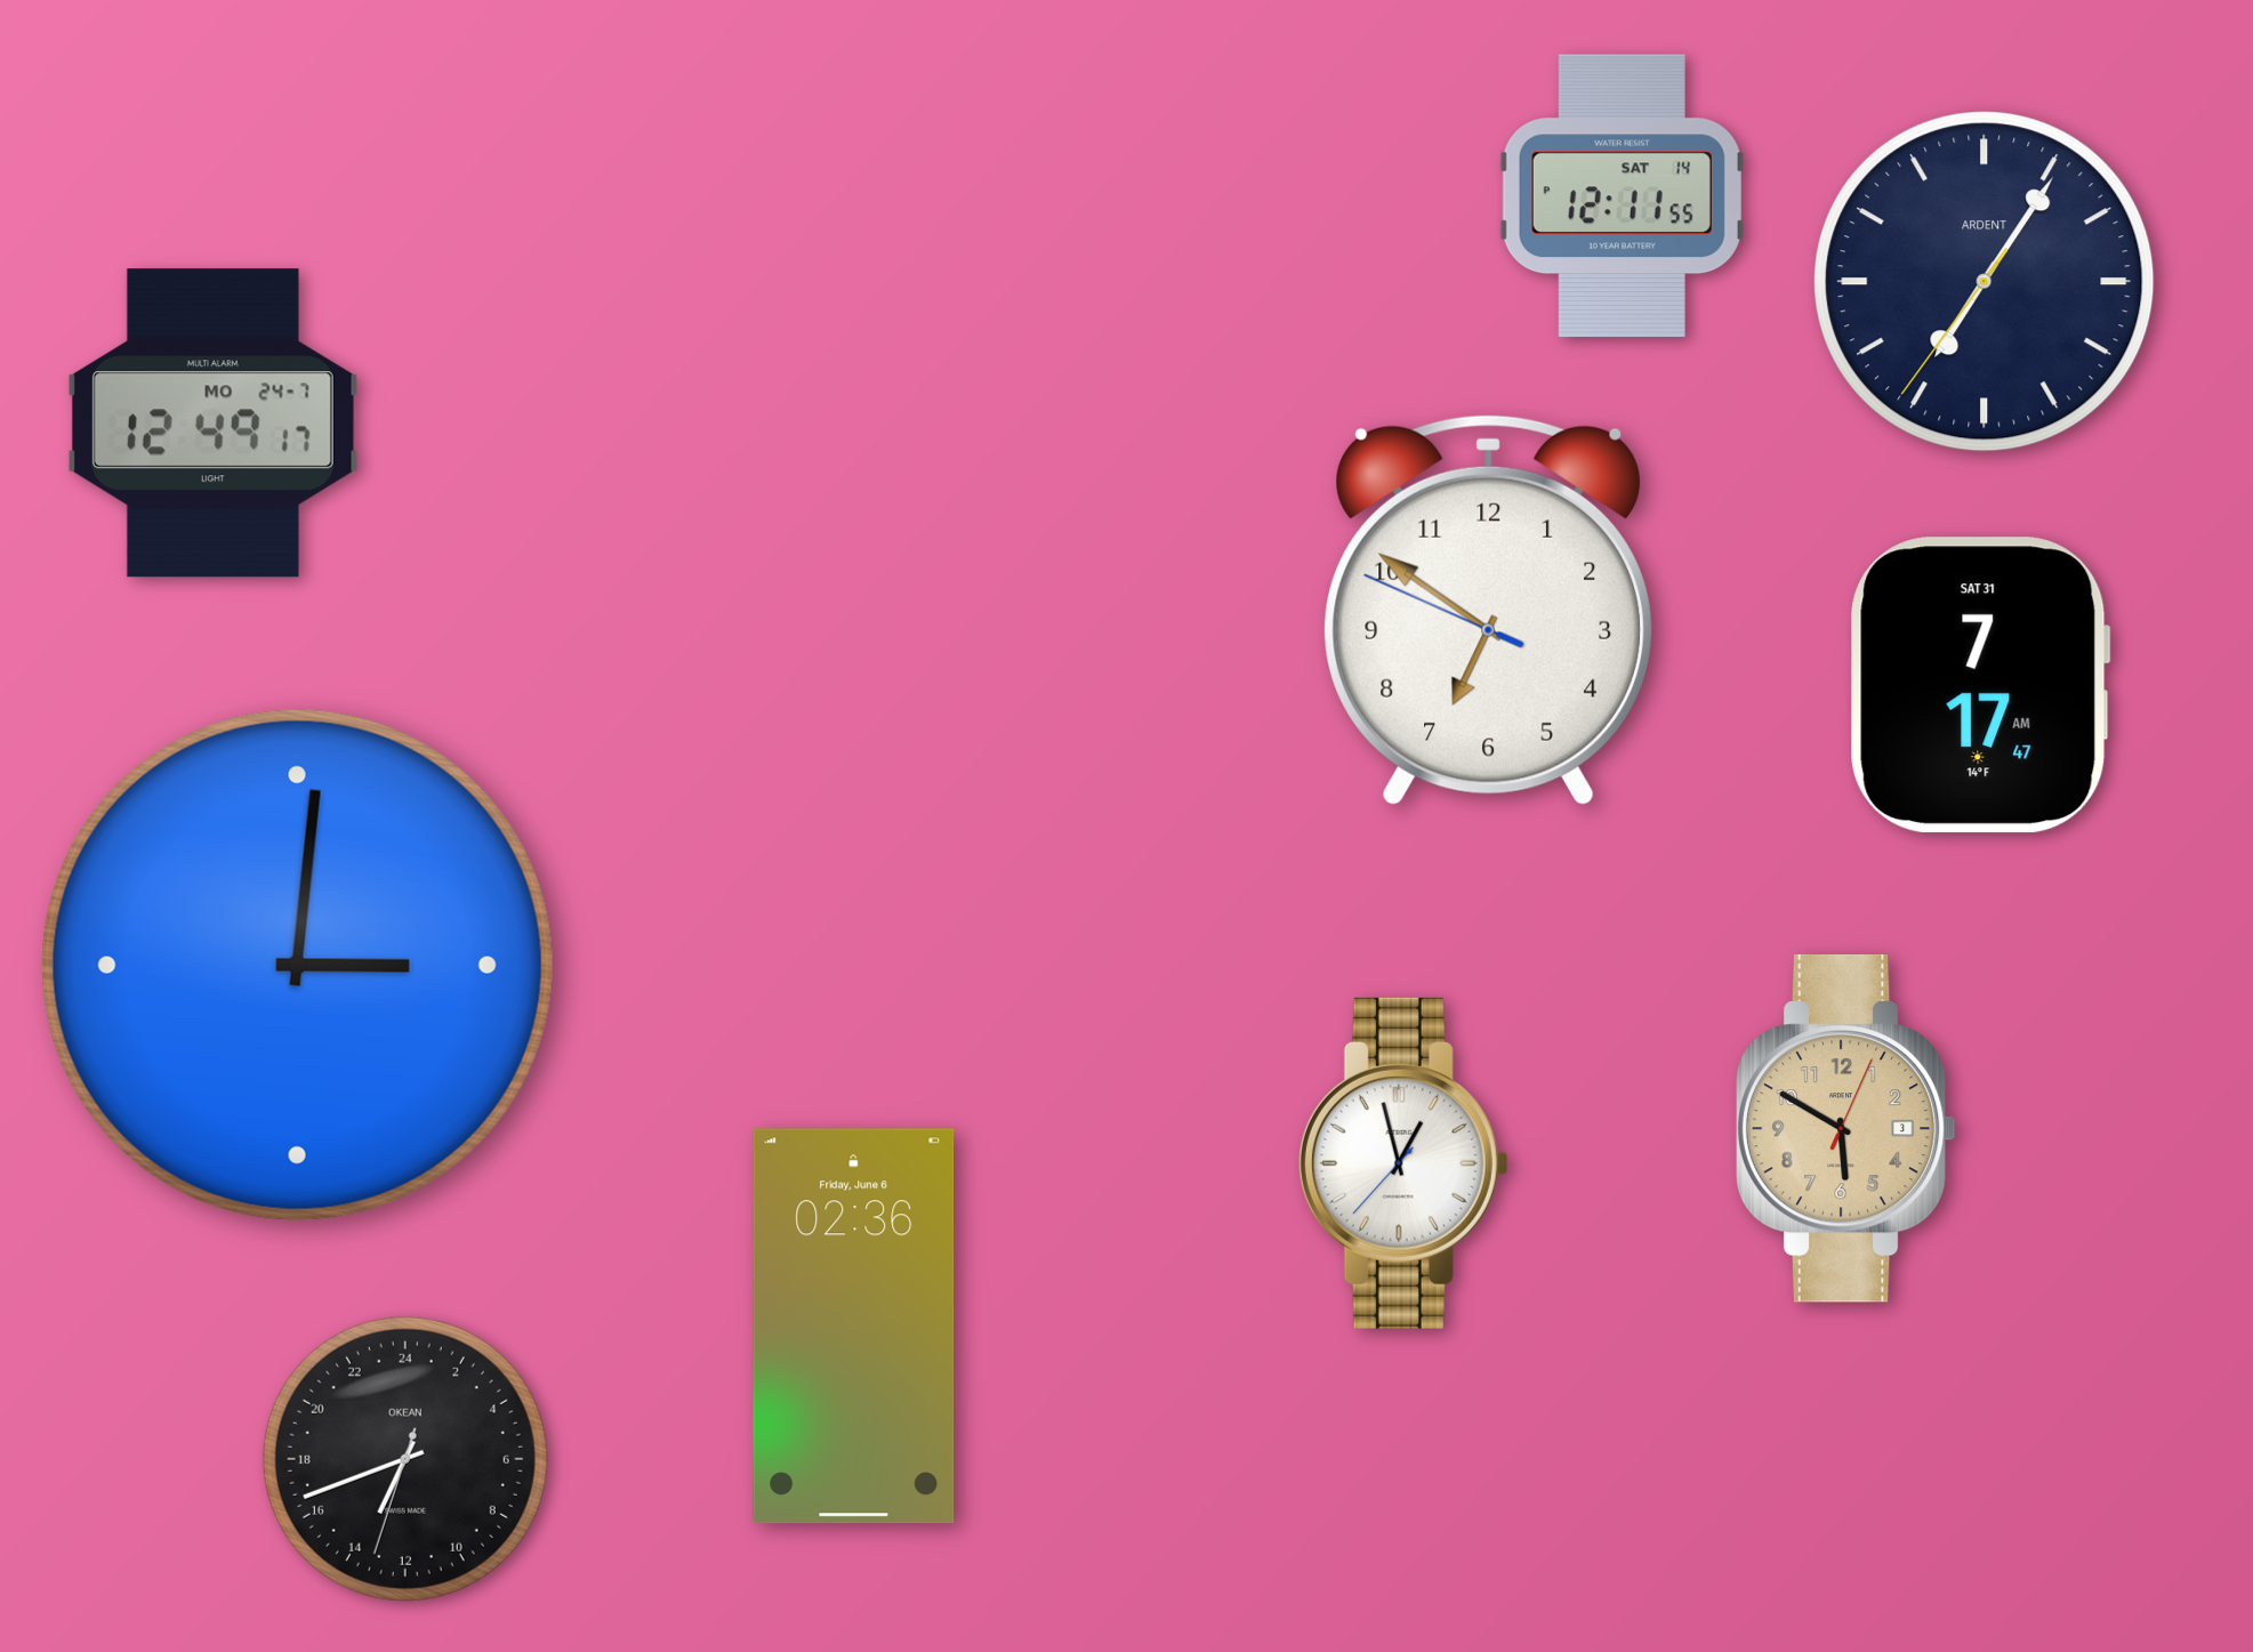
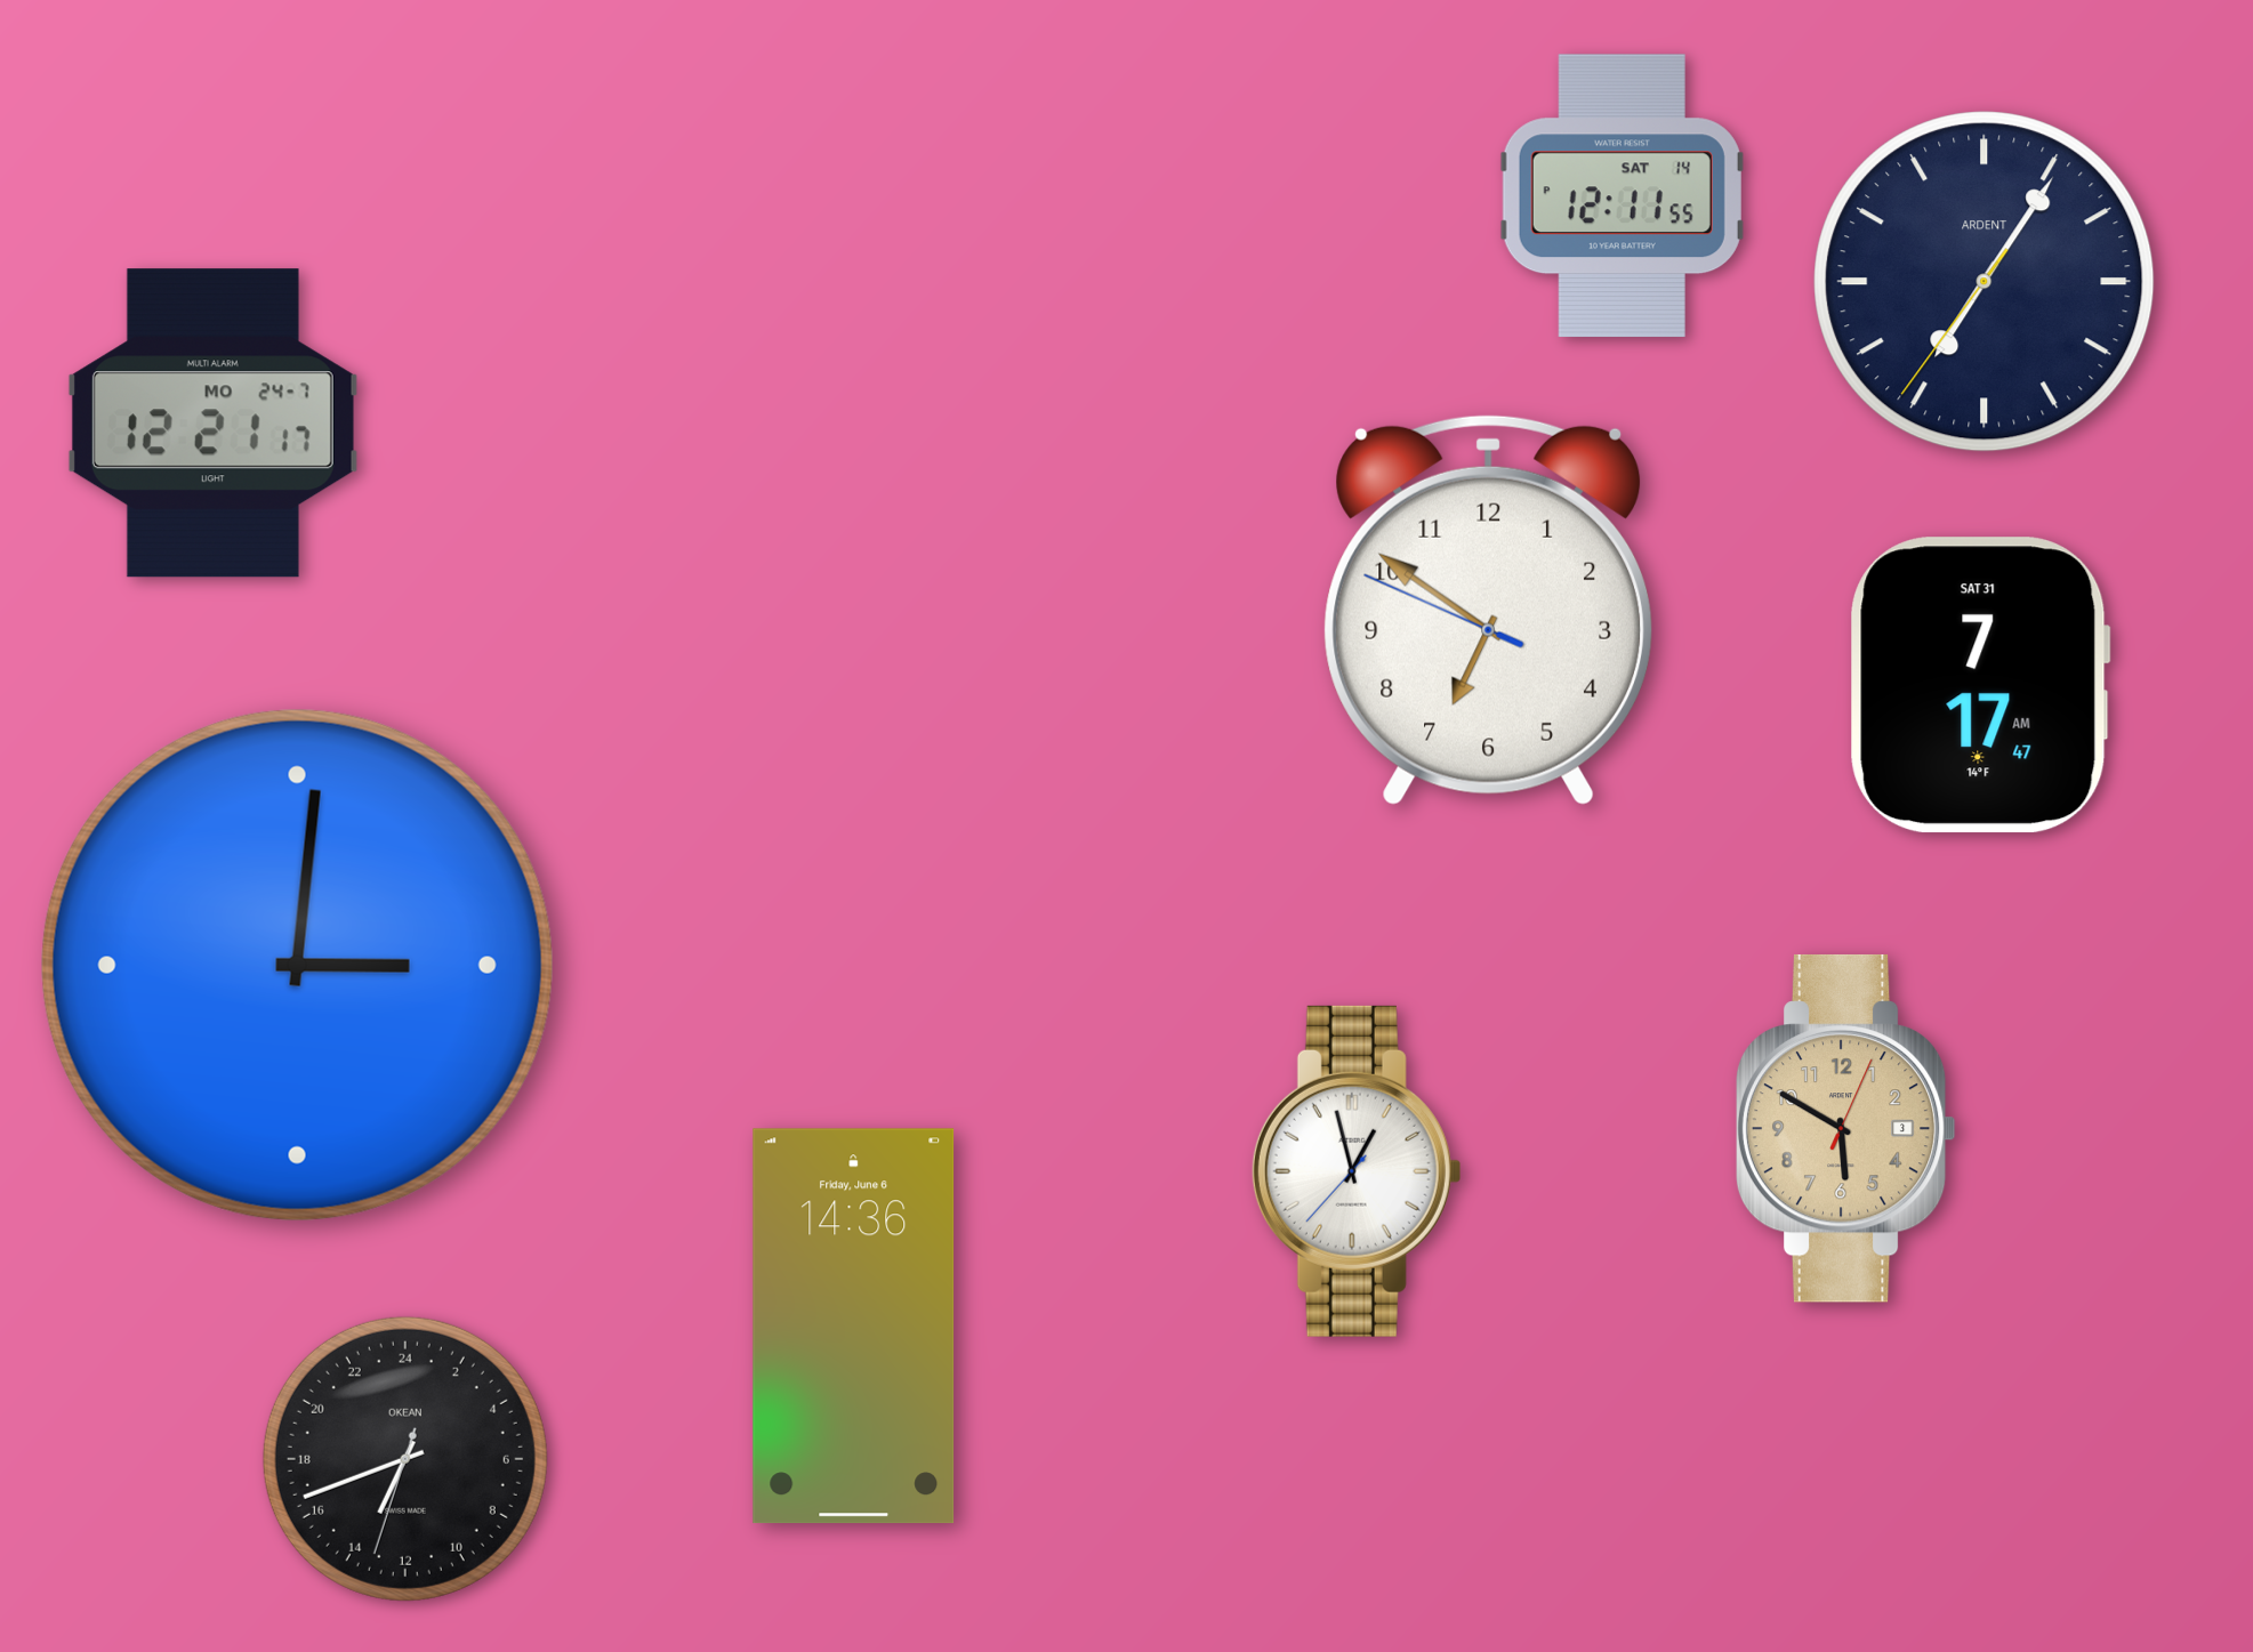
clock at (212, 424): 12:49 -> 12:21
clock at (1403, 1163) position: (1403, 1163) -> (1357, 1171)
clock at (854, 1327): 02:36 -> 14:36
